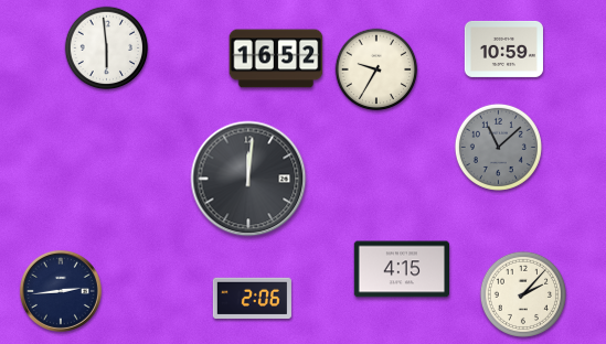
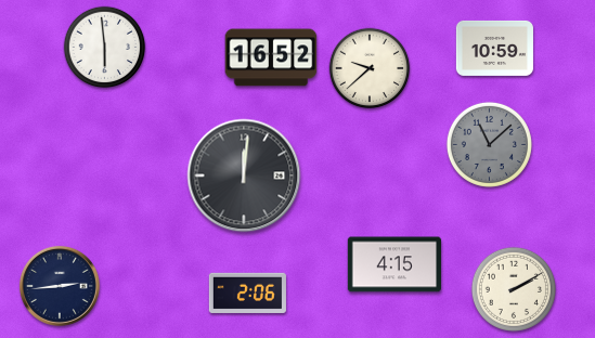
clock at (376, 69): 9:35 -> 9:38
clock at (523, 294): 2:07 -> 2:10
